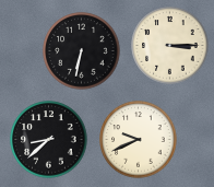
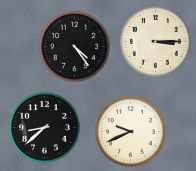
clock at (82, 51): 6:32 -> 4:24
clock at (139, 140) position: (139, 140) -> (131, 132)
